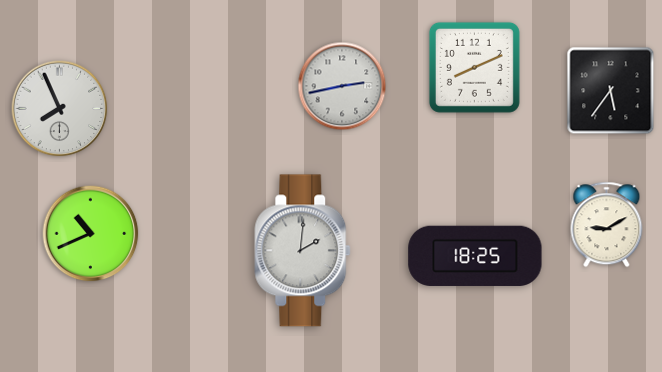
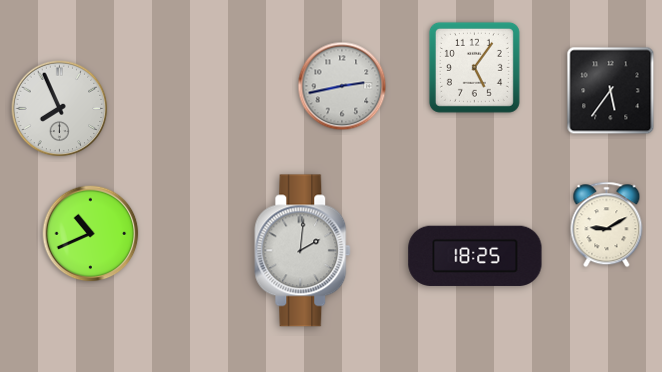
clock at (474, 67): 8:11 -> 5:06
